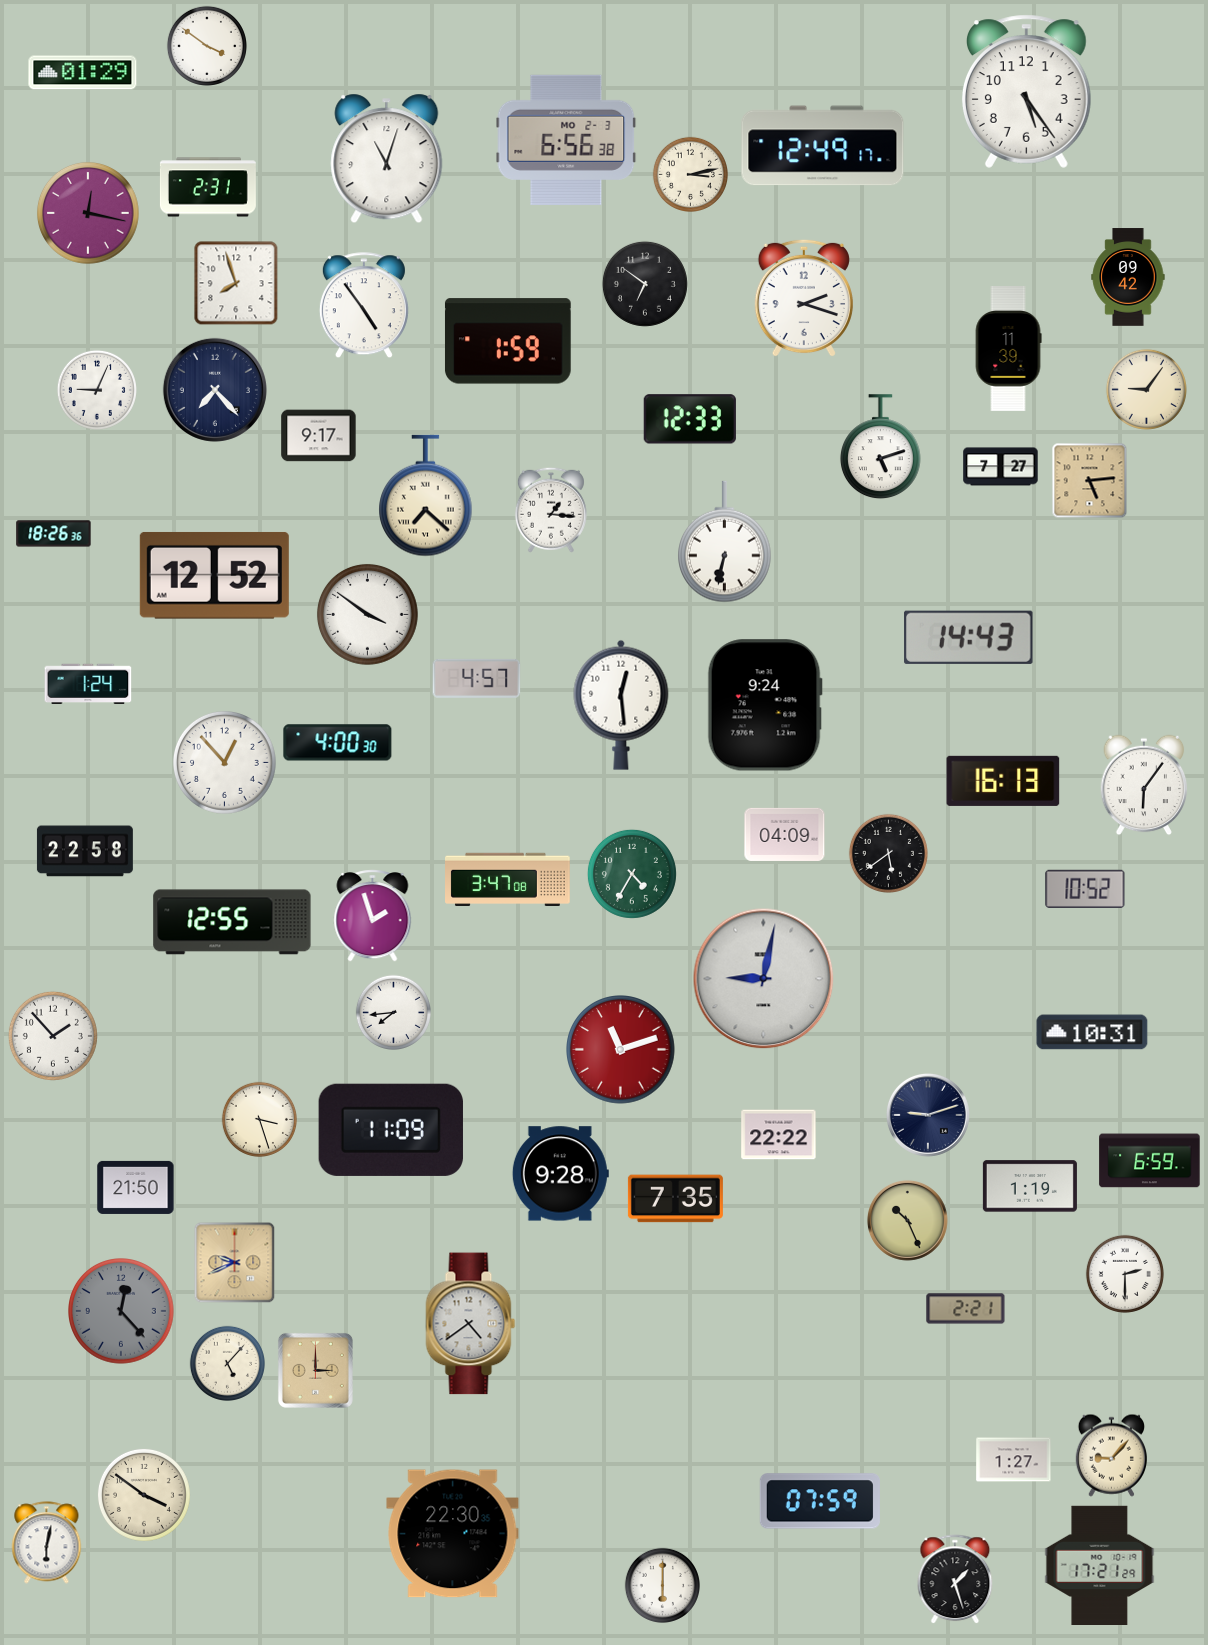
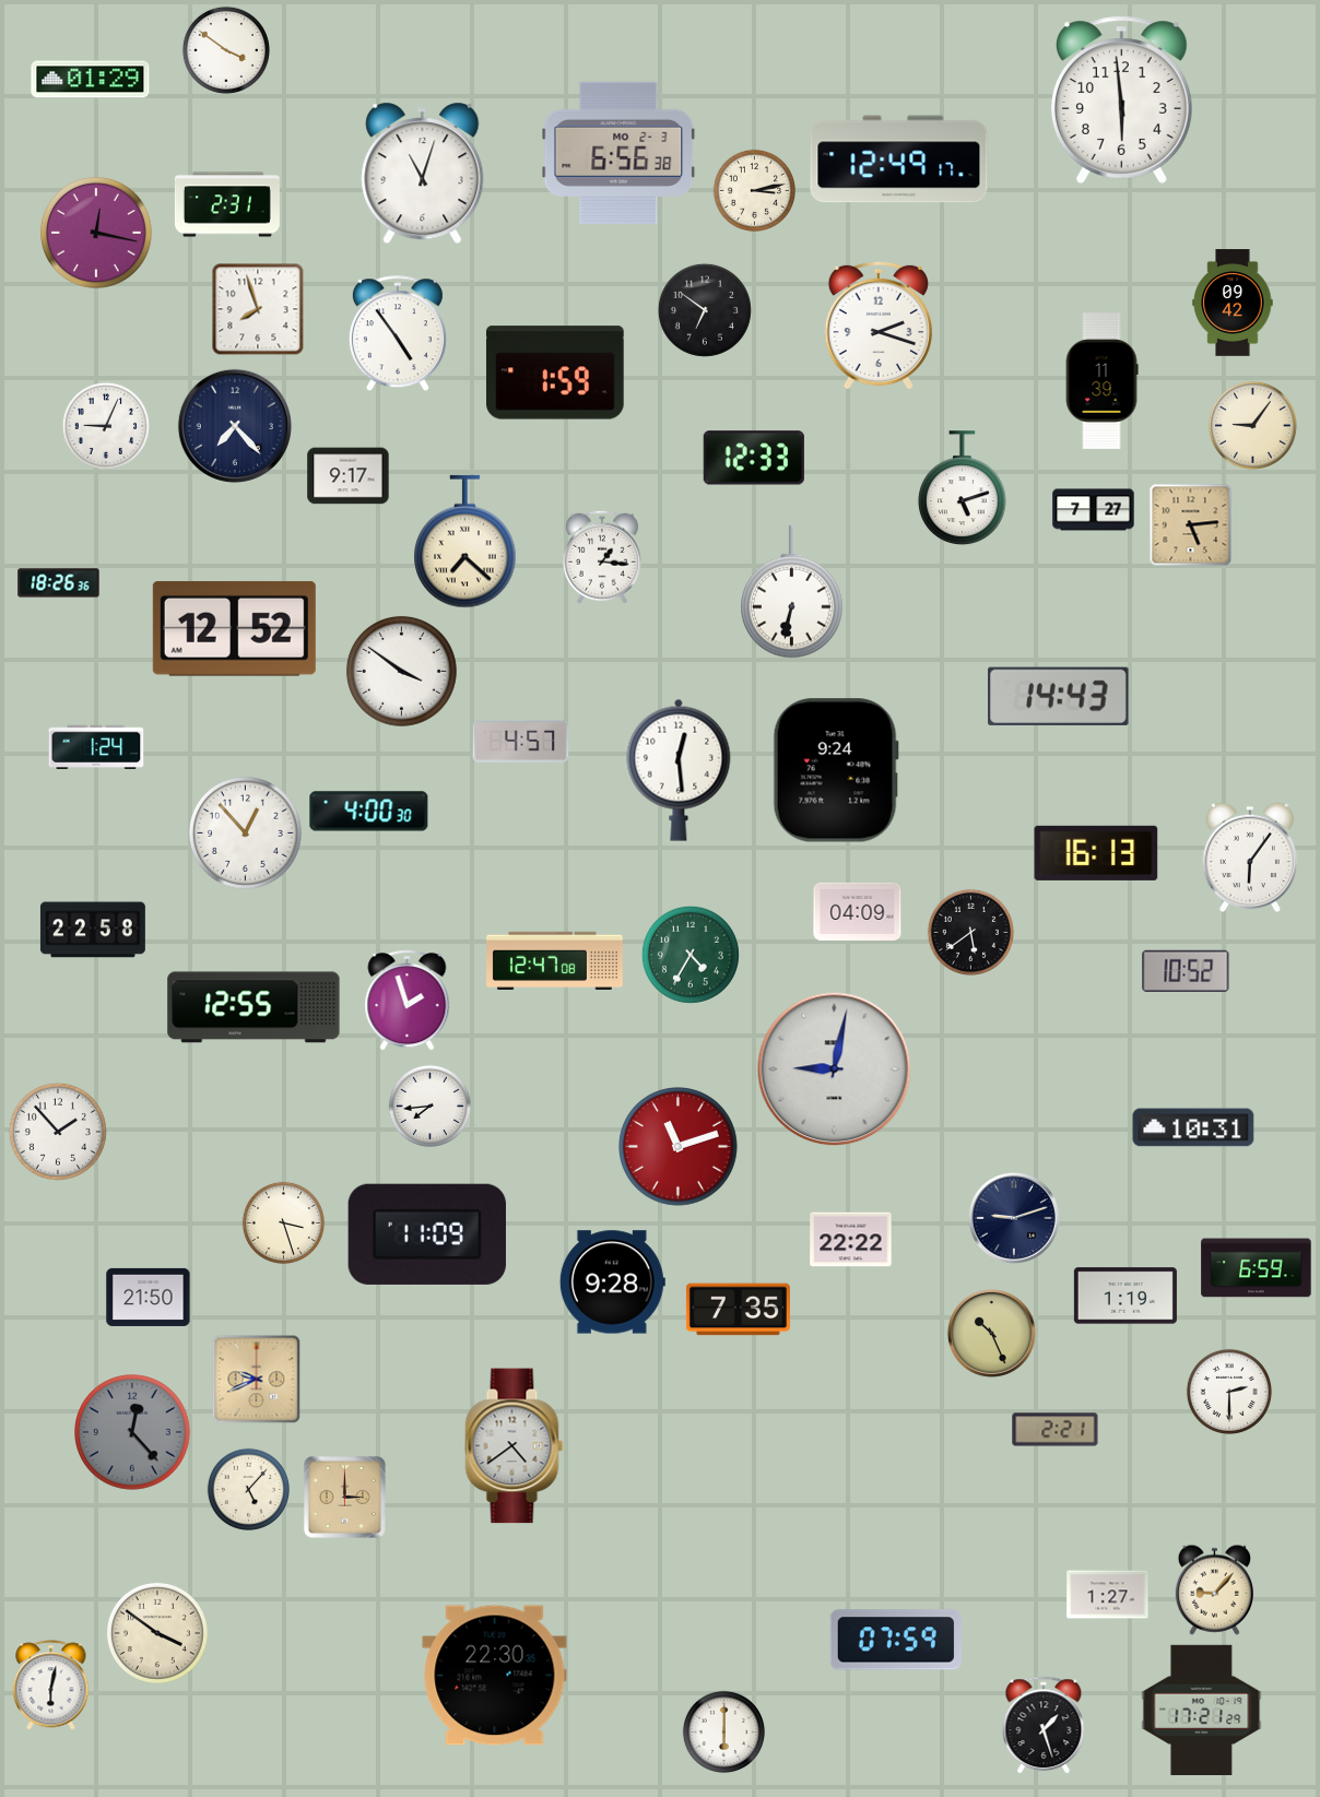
clock at (1026, 91): 5:24 -> 5:59
clock at (508, 879): 3:47 -> 12:47
